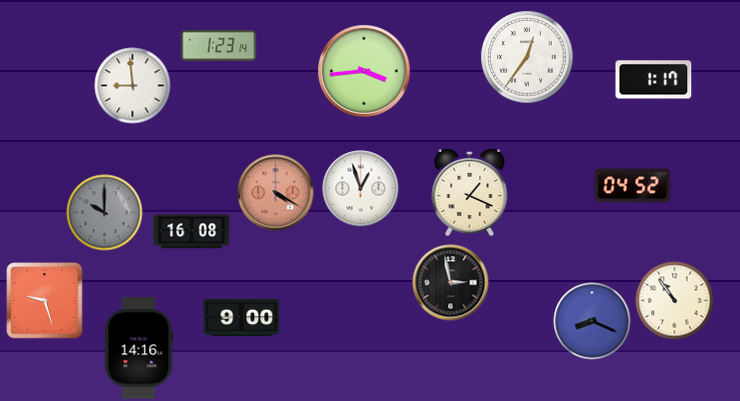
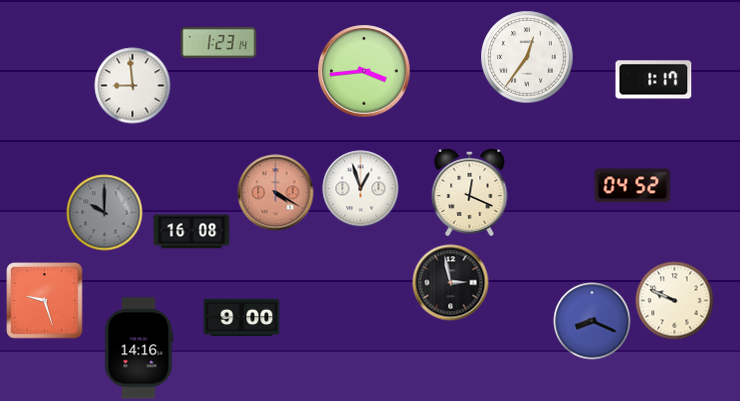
clock at (219, 45) position: (219, 45) -> (219, 42)
clock at (470, 192): 1:19 -> 12:19
clock at (675, 301): 10:54 -> 9:49
